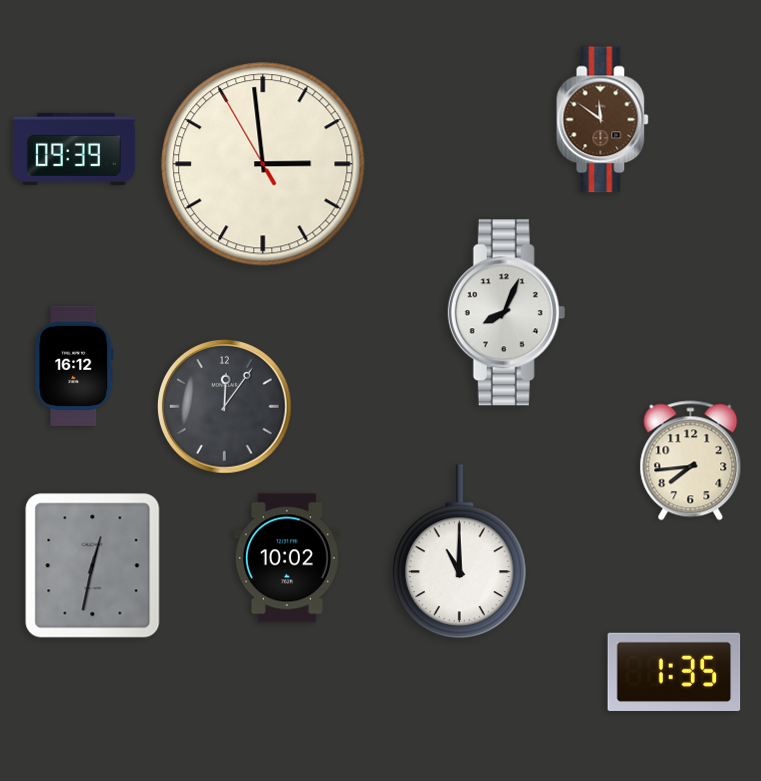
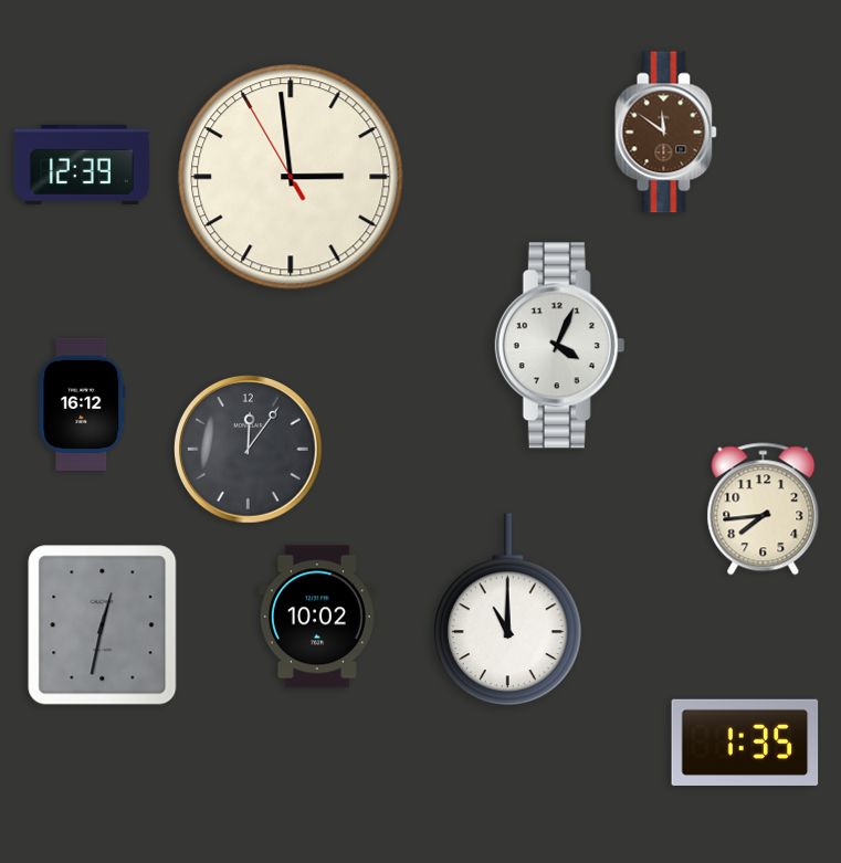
clock at (74, 149): 09:39 -> 12:39
clock at (263, 164) position: (263, 164) -> (291, 177)
clock at (507, 313): 8:04 -> 4:04
